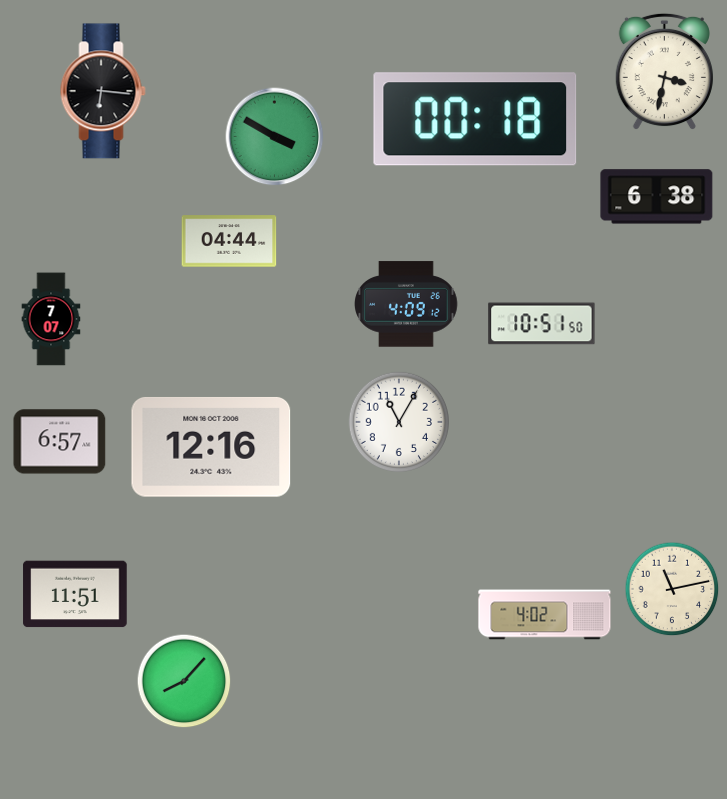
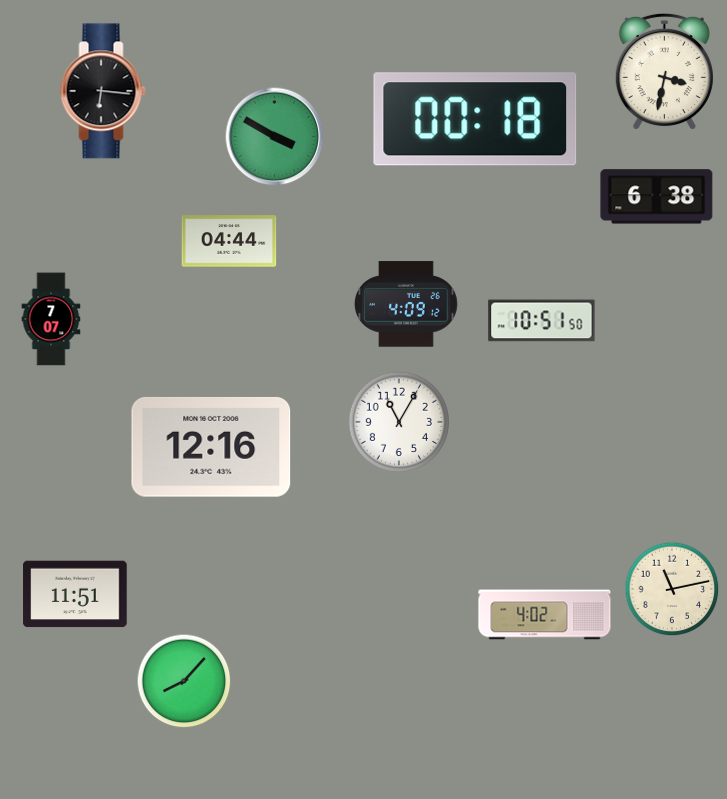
clock at (542, 324) position: (542, 324) -> (542, 321)
clock at (60, 442): 6:57 -> none
